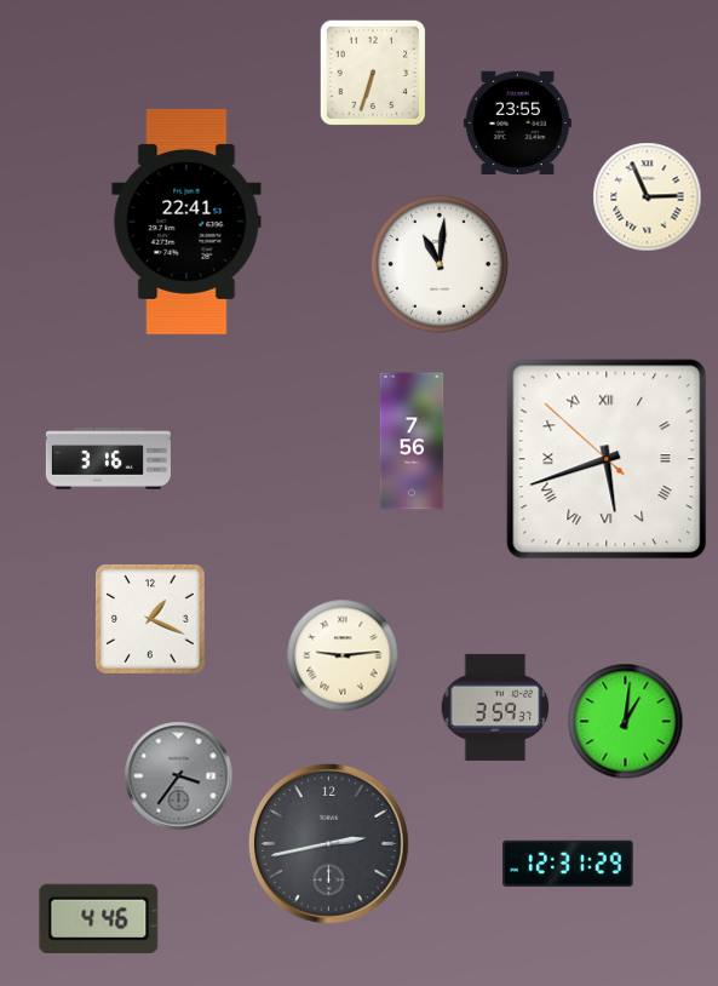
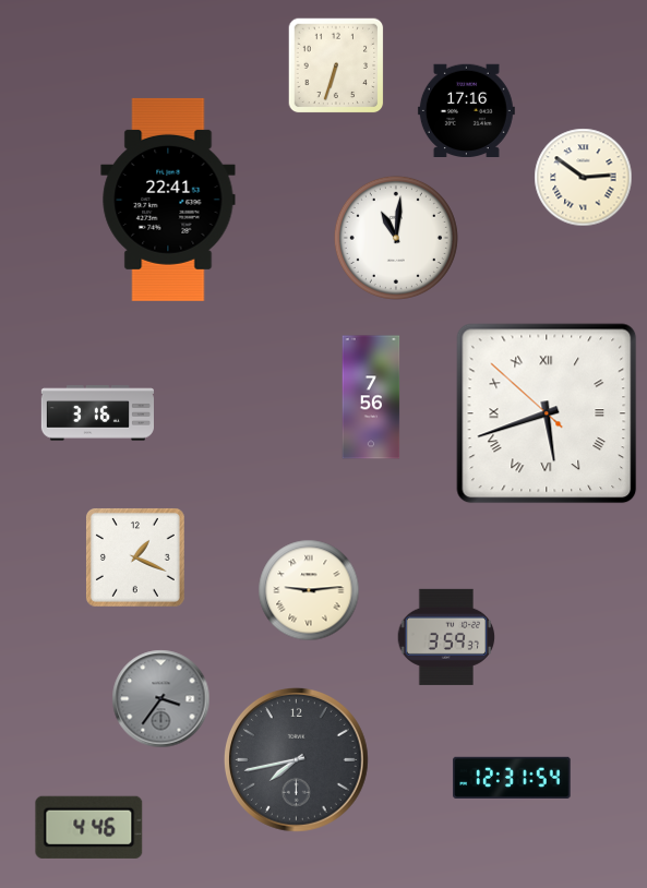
clock at (517, 122): 23:55 -> 17:16
clock at (648, 197): 2:56 -> 2:51
clock at (626, 722): 1:01 -> none
clock at (328, 843): 2:43 -> 7:43
clock at (568, 864): 12:31:29 -> 12:31:54
